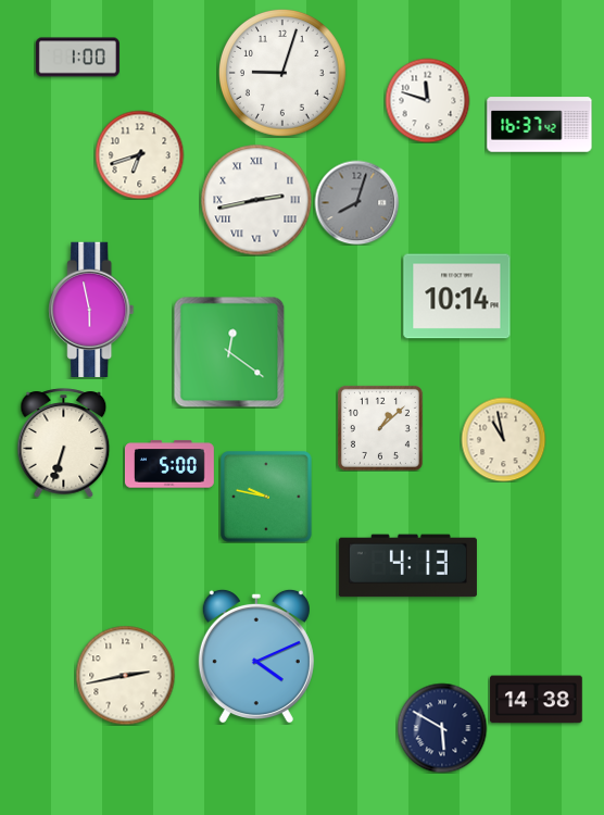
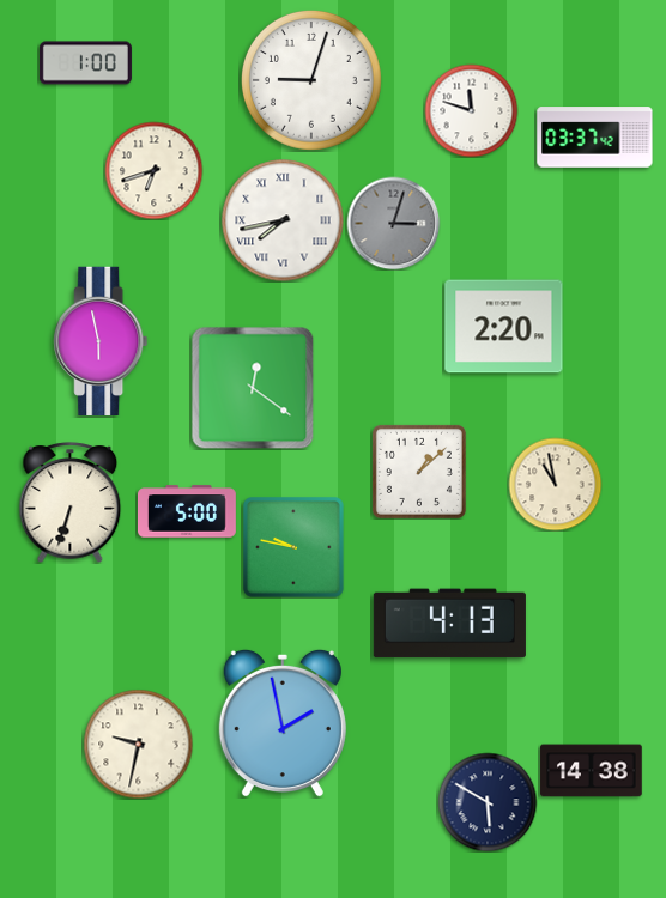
clock at (540, 125): 16:37 -> 03:37
clock at (256, 200): 2:43 -> 7:43
clock at (356, 202): 8:03 -> 3:03
clock at (457, 297): 10:14 -> 2:20
clock at (64, 443) position: (64, 443) -> (71, 503)
clock at (256, 656): 4:11 -> 1:58
clock at (125, 675): 2:43 -> 9:32
